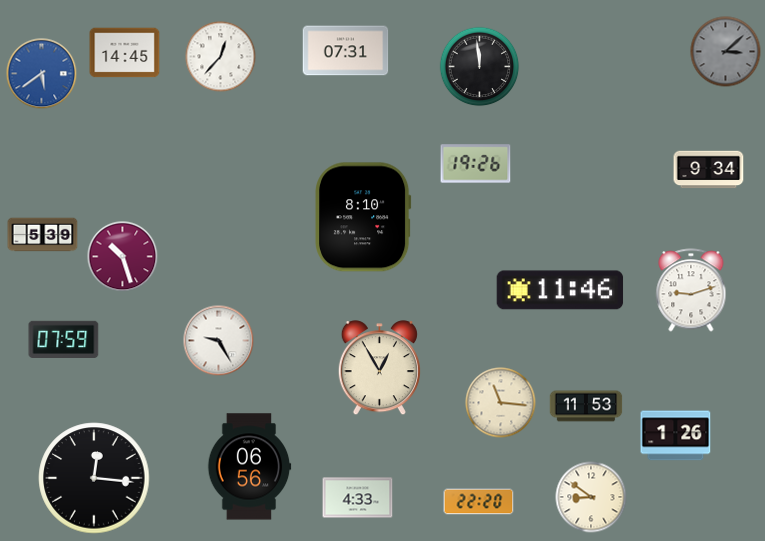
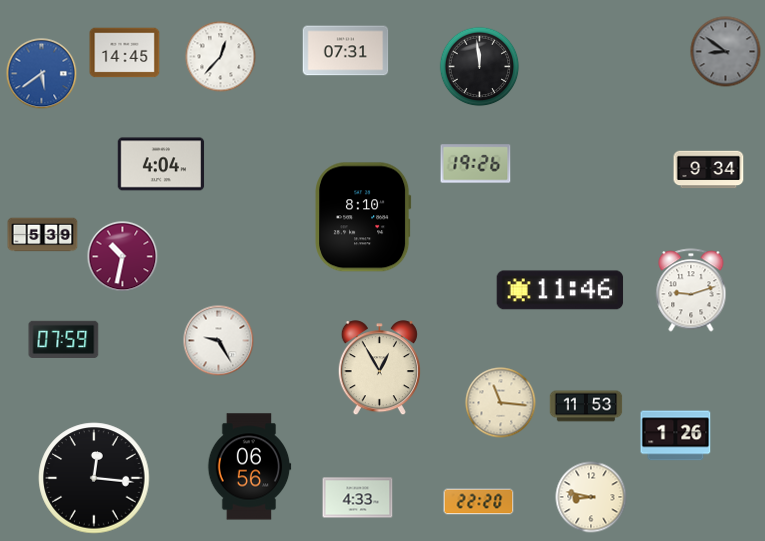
clock at (726, 52): 3:08 -> 8:51
clock at (161, 164): none -> 4:04
clock at (123, 257): 10:27 -> 10:32
clock at (591, 497): 8:51 -> 8:47
